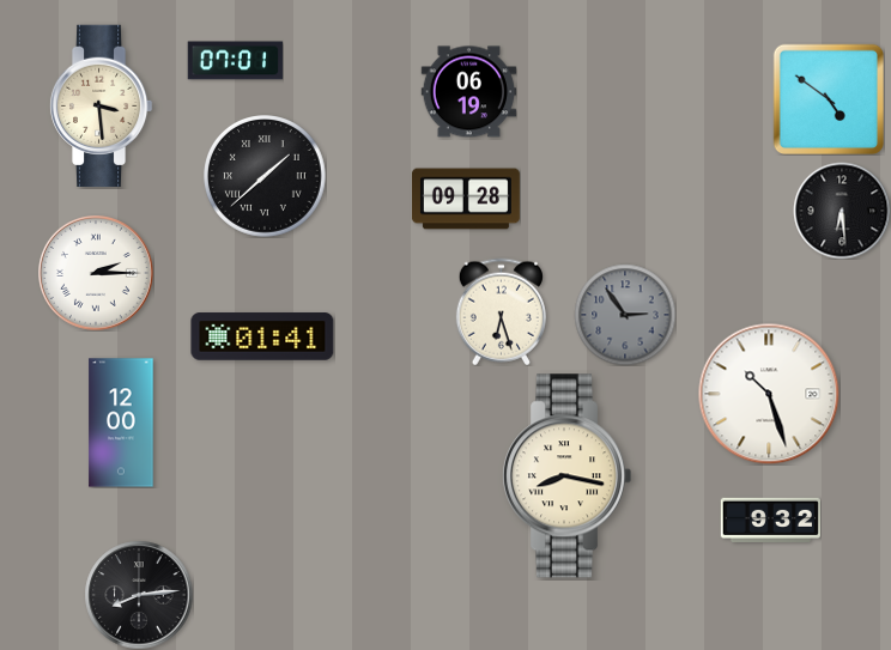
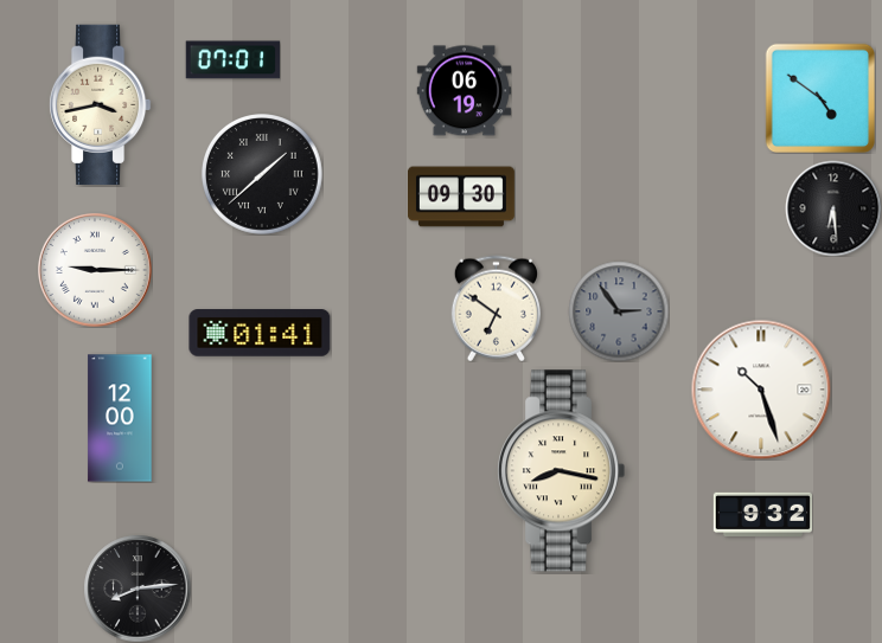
clock at (101, 107): 3:29 -> 3:43
clock at (466, 199): 09:28 -> 09:30
clock at (97, 274): 2:15 -> 9:15
clock at (501, 311): 6:27 -> 6:51
